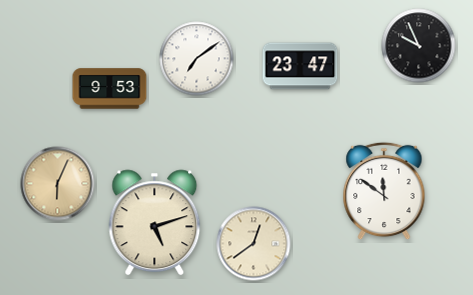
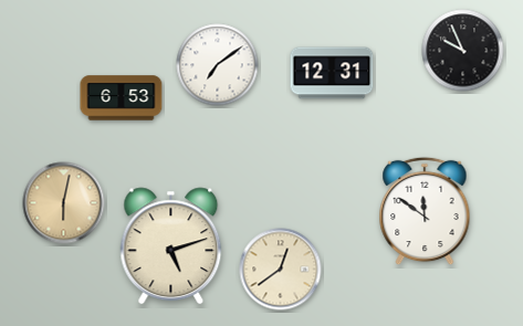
clock at (300, 66): 23:47 -> 12:31
clock at (110, 89): 9:53 -> 6:53
clock at (58, 184): 6:04 -> 6:02
